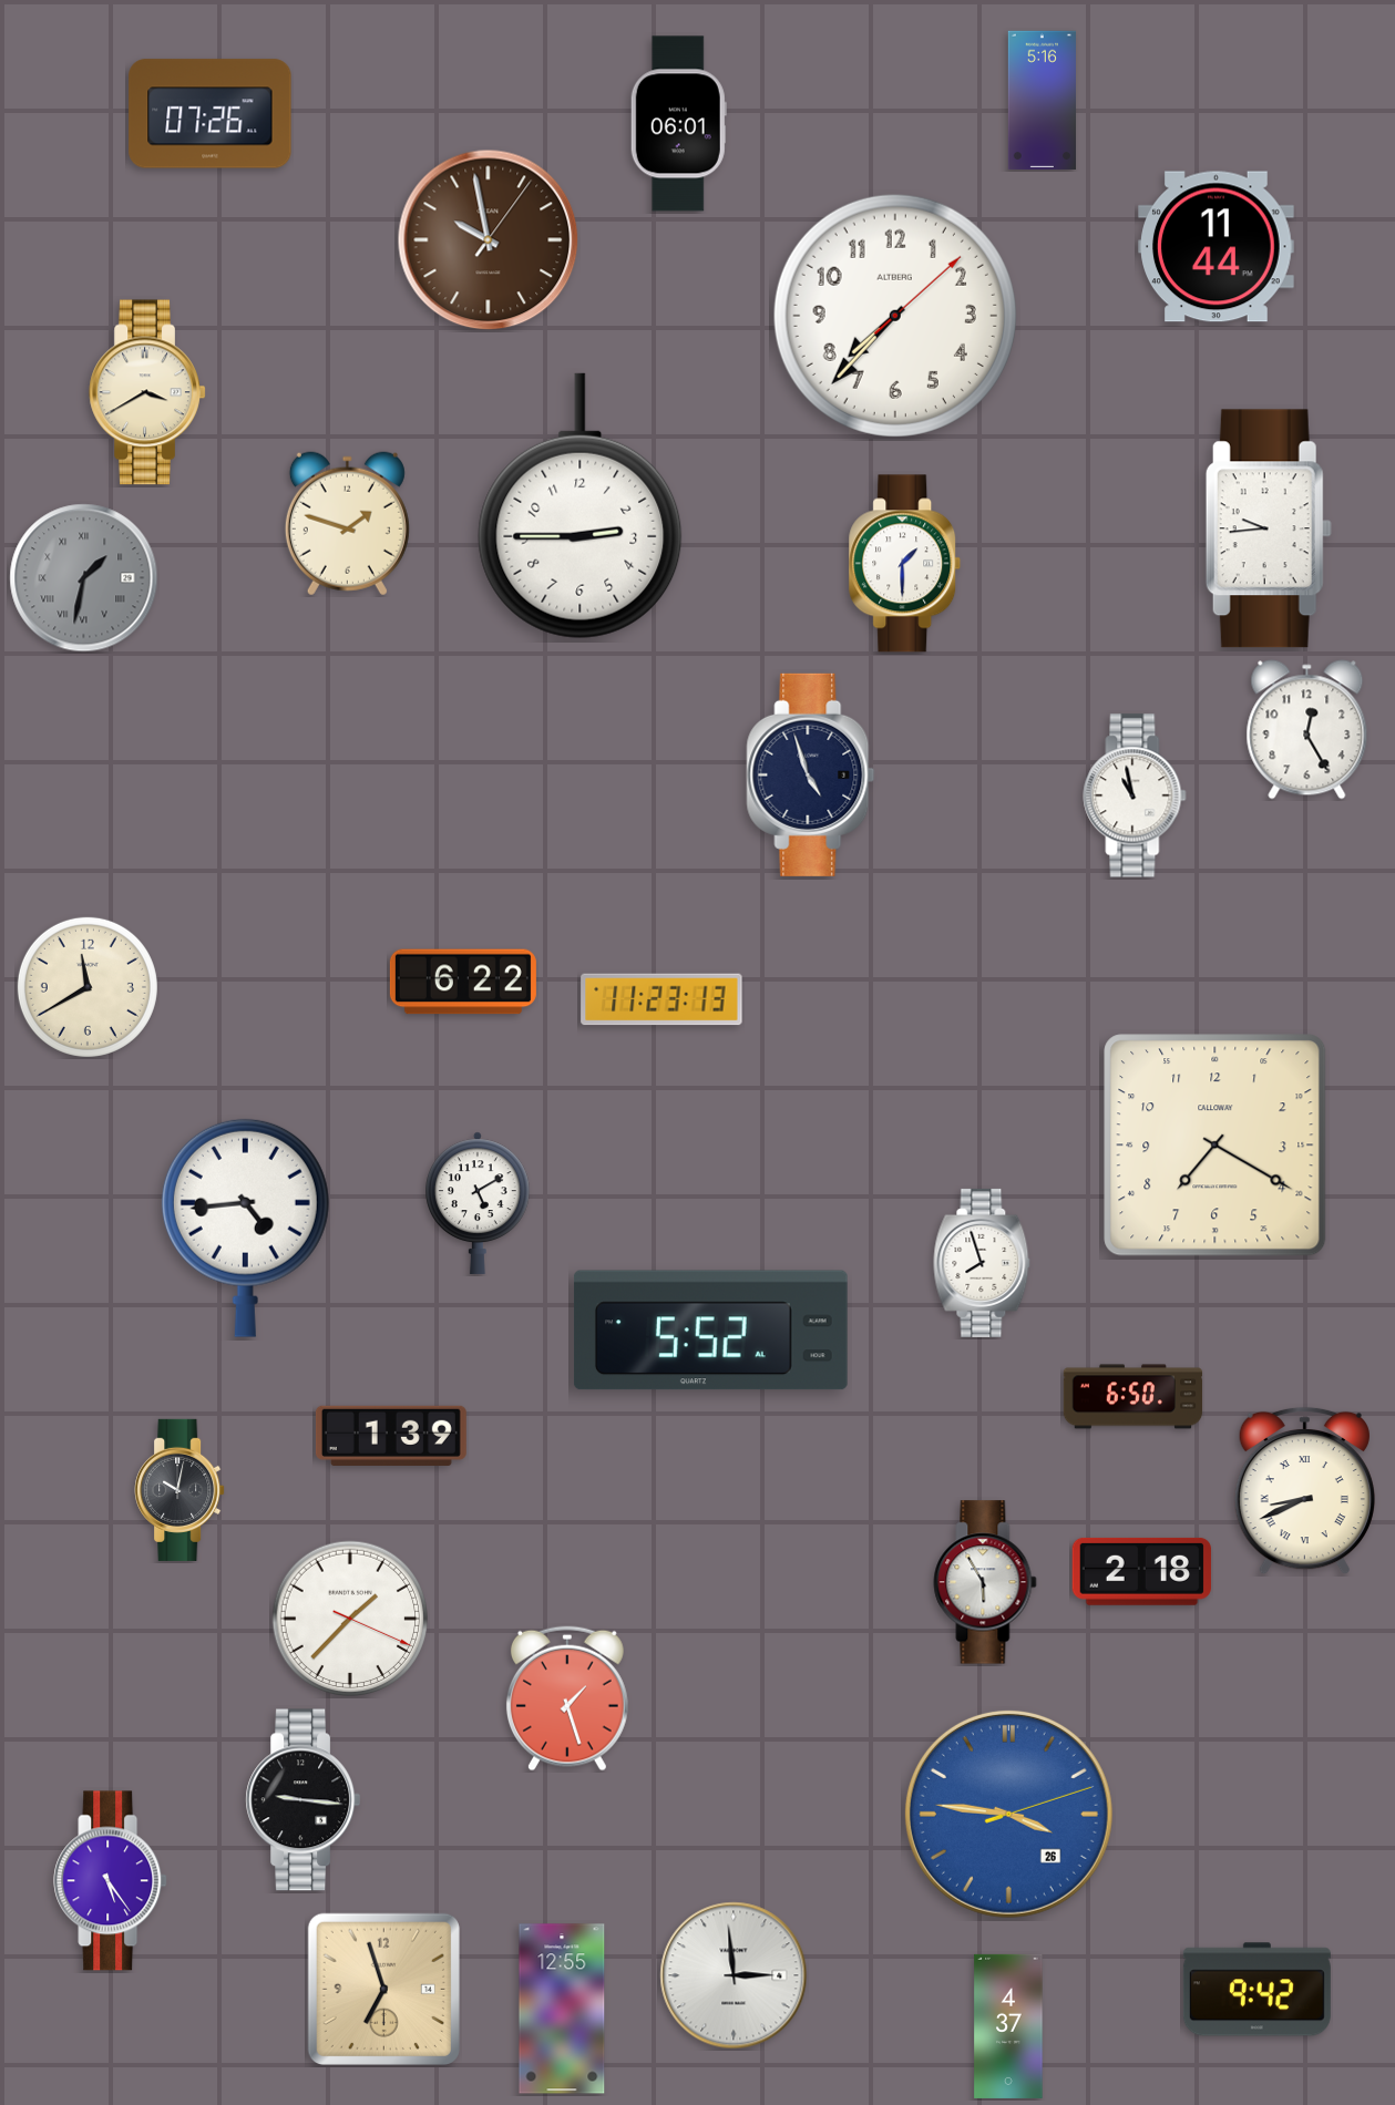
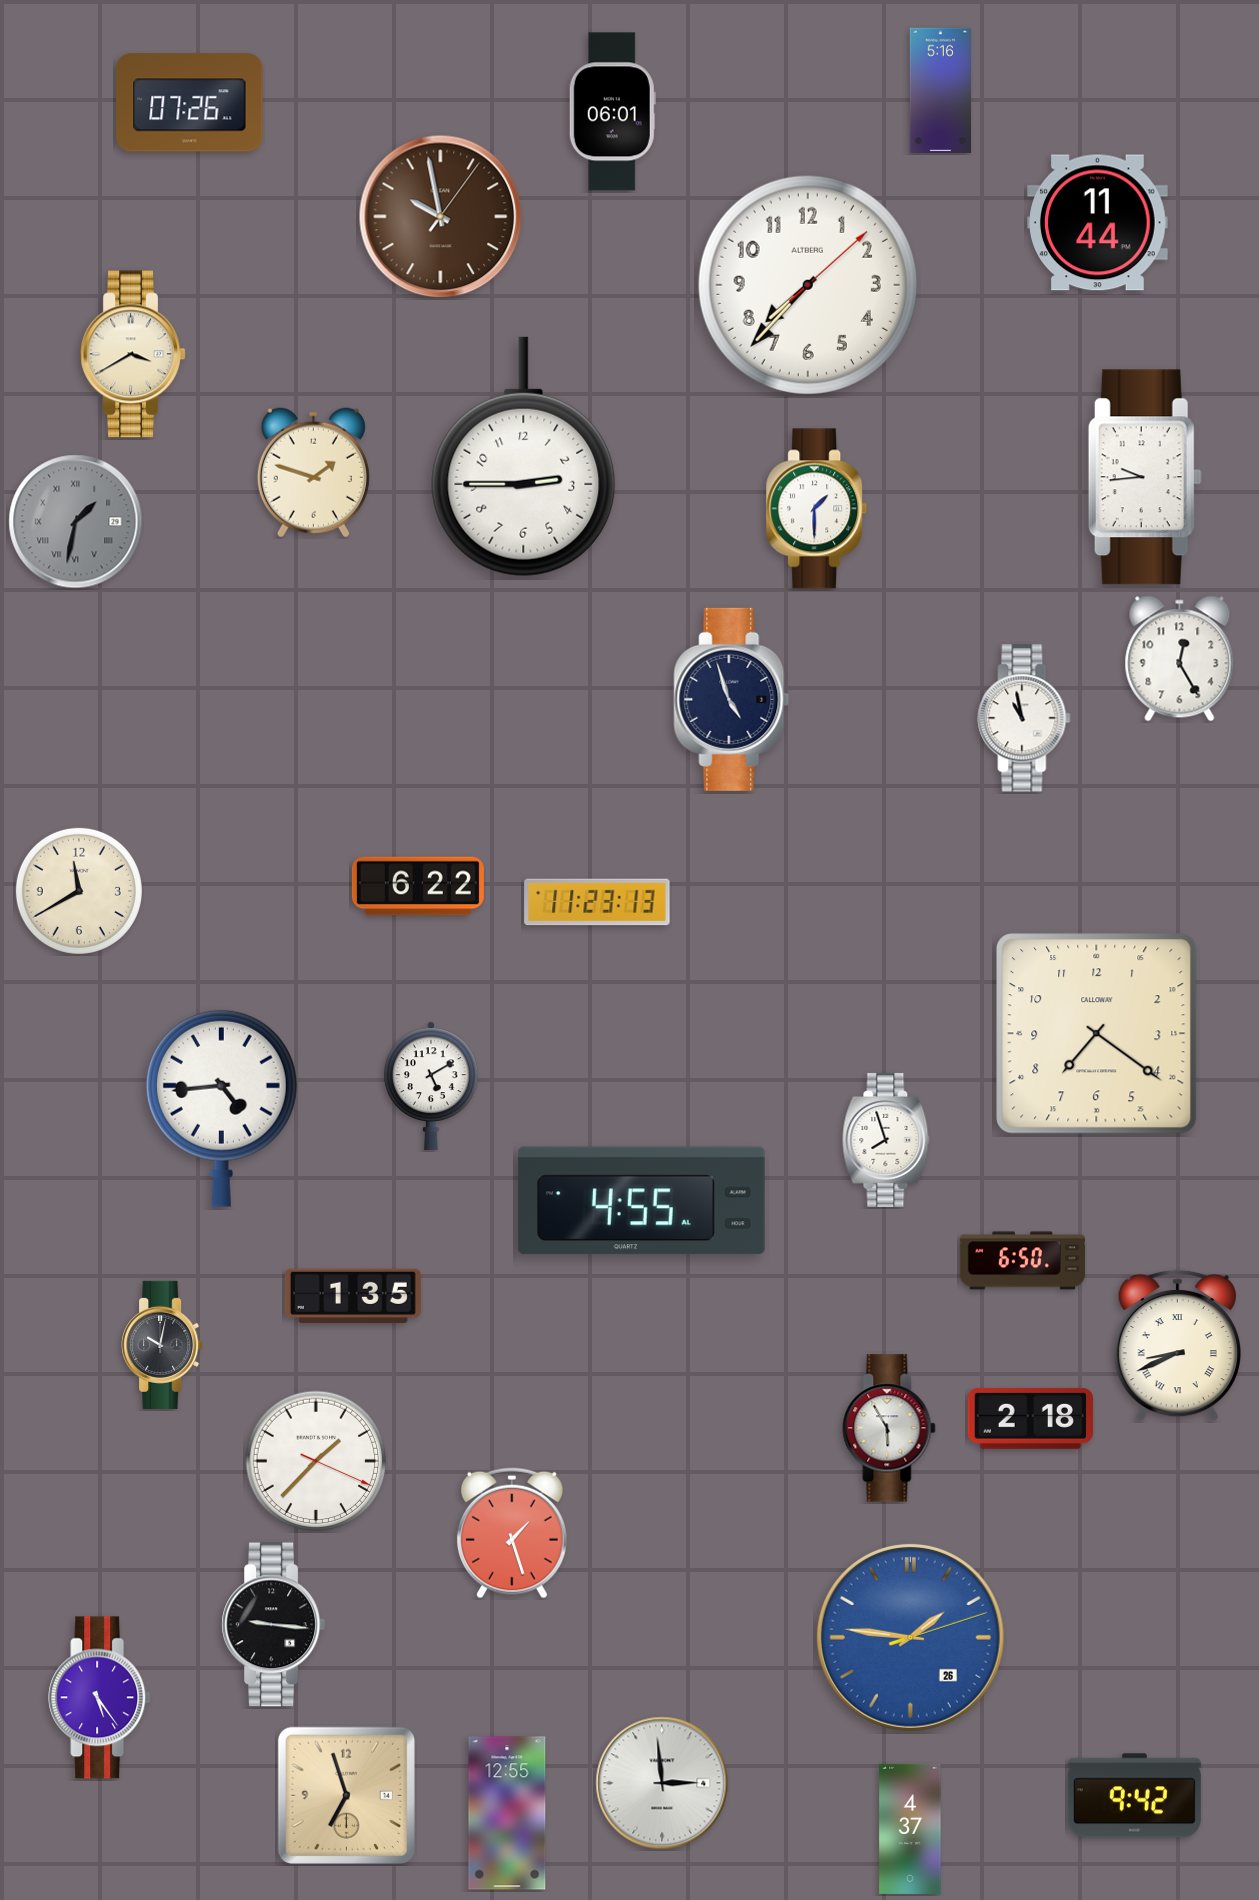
clock at (1216, 1146): 7:20 -> 7:21
clock at (710, 1331): 5:52 -> 4:55
clock at (391, 1436): 1:39 -> 1:35
clock at (1008, 1814): 3:46 -> 1:46
